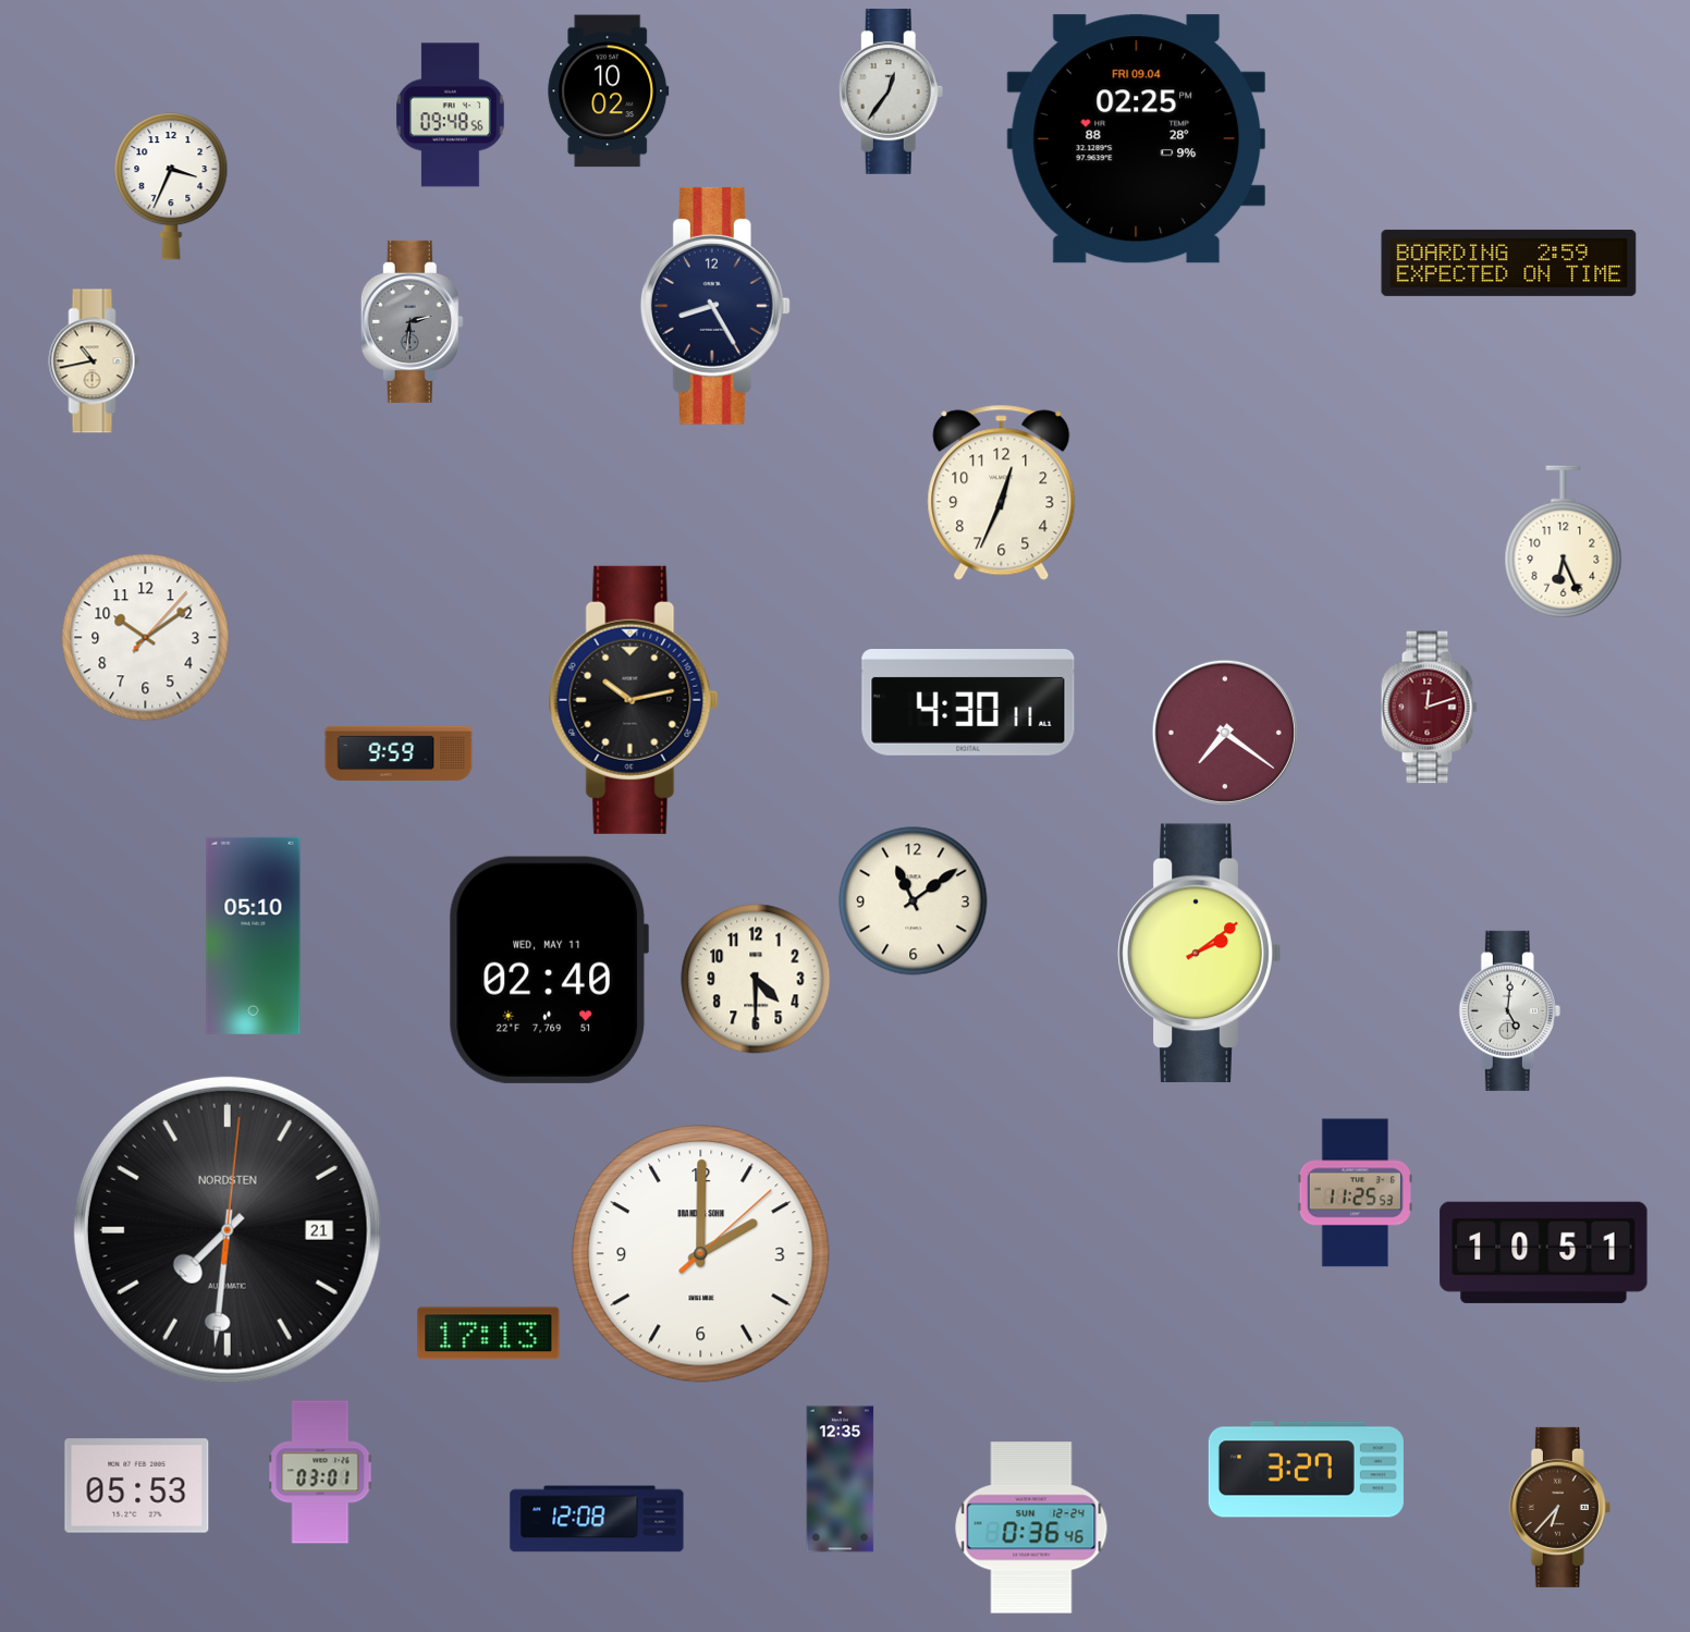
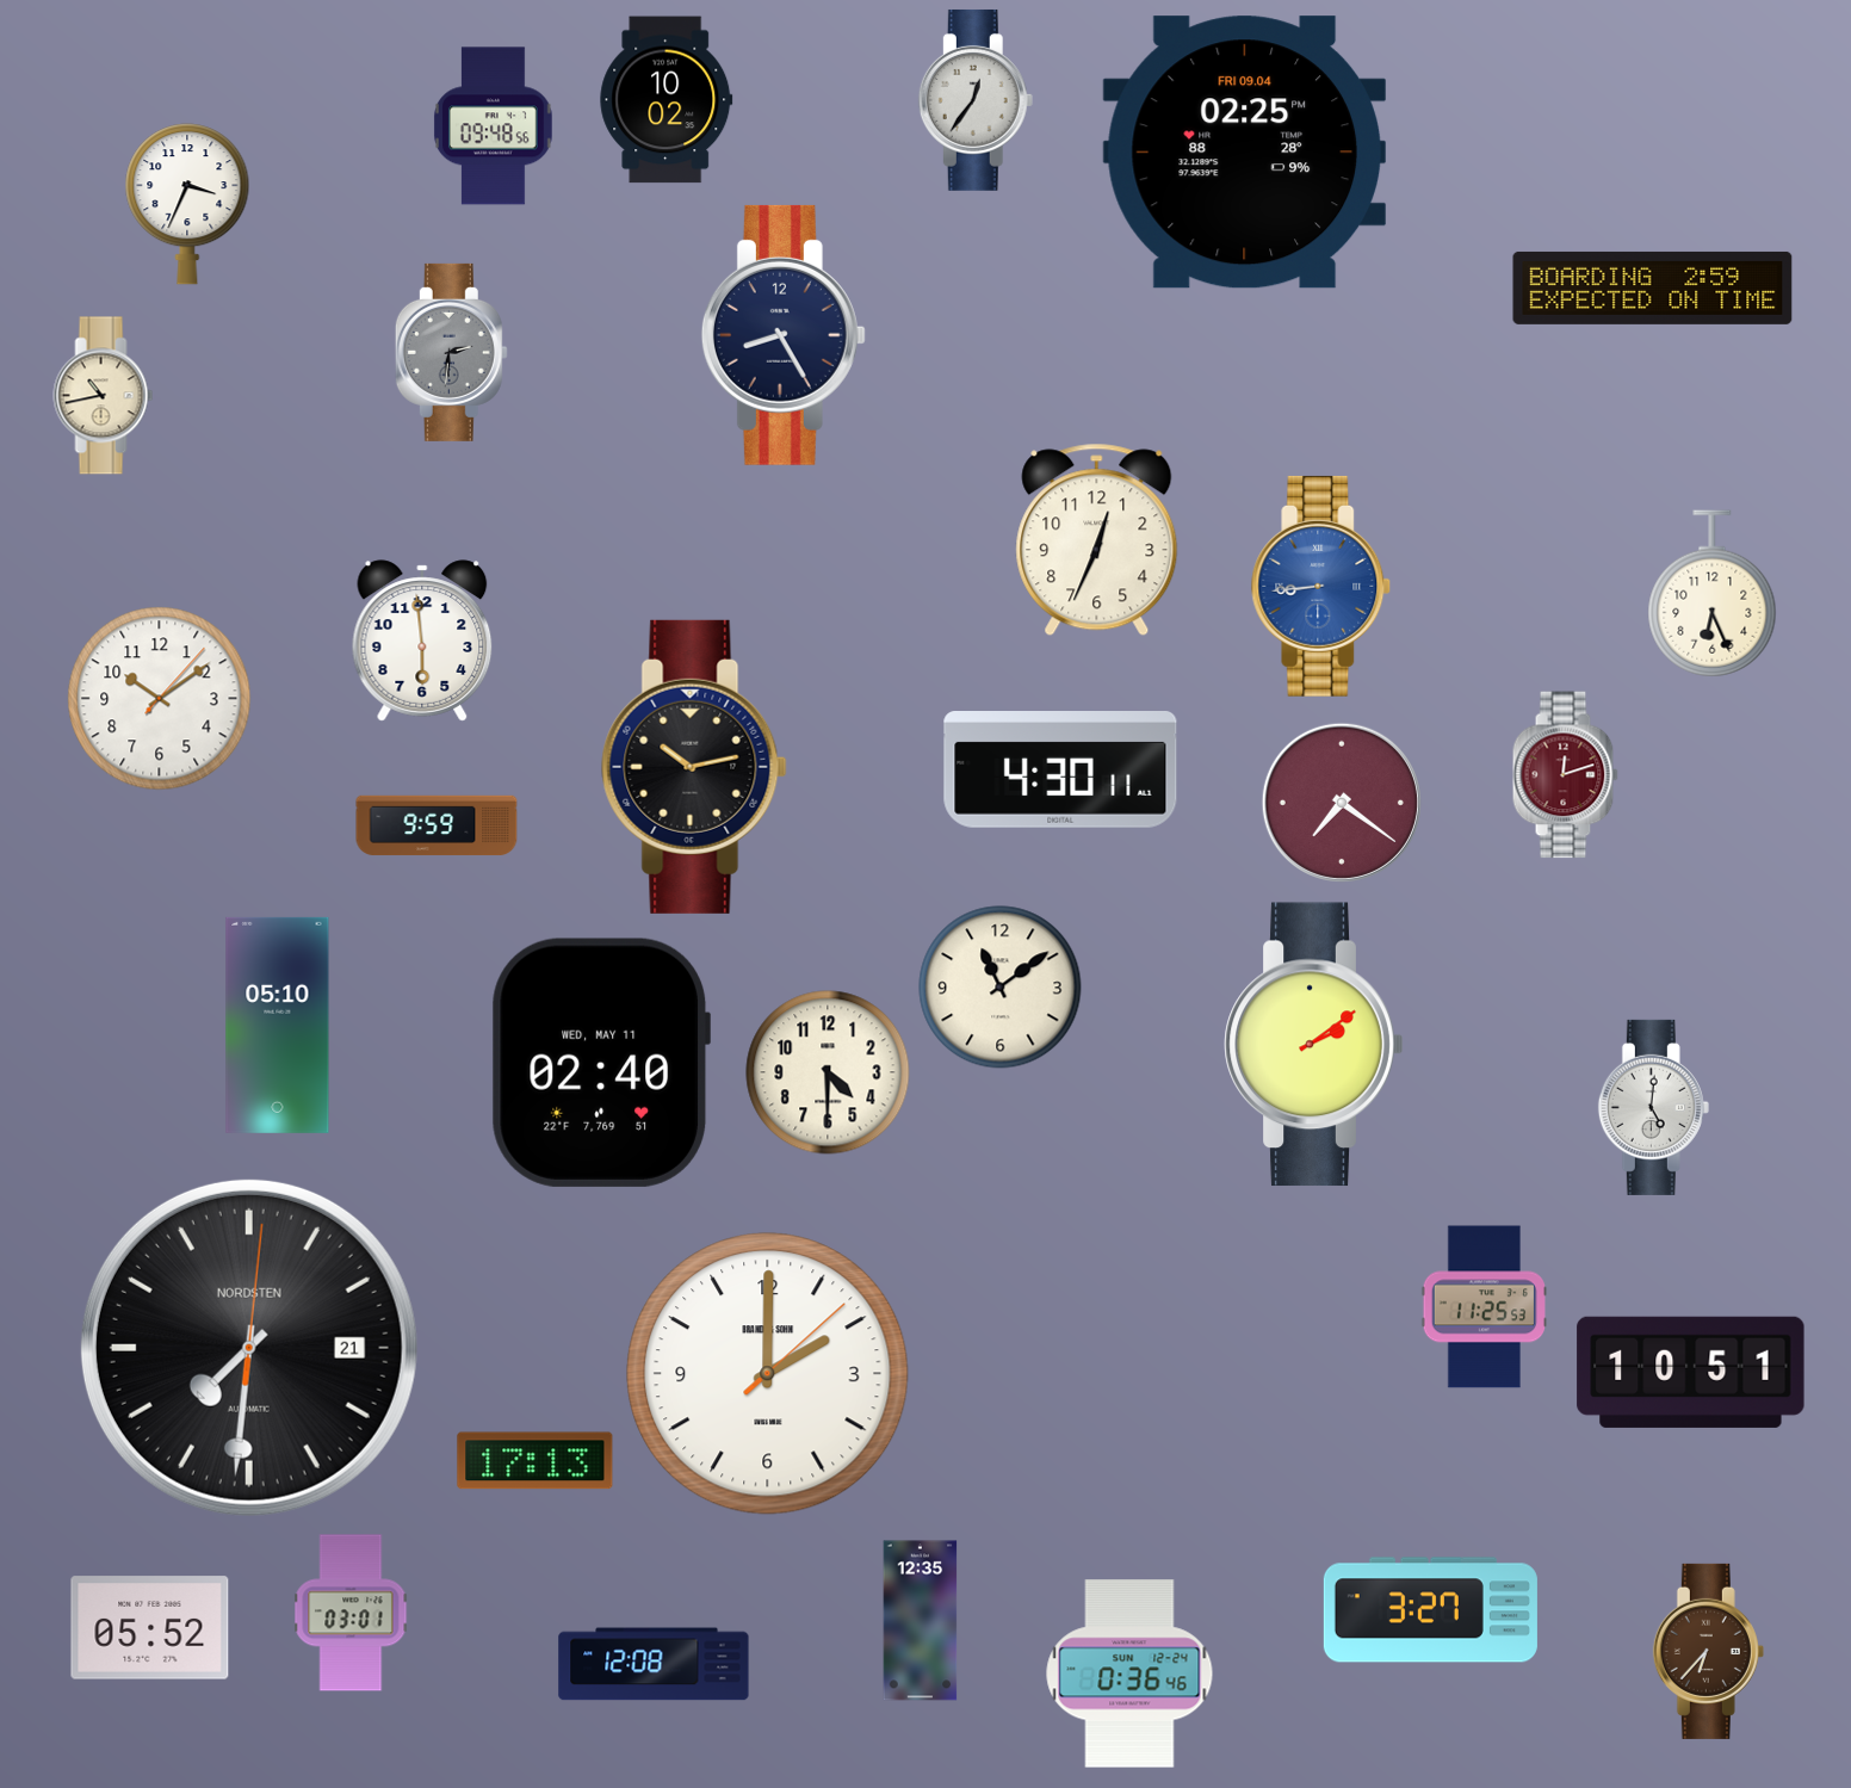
clock at (1321, 586): none -> 8:44
clock at (422, 641): none -> 5:59
clock at (137, 1486): 05:53 -> 05:52
